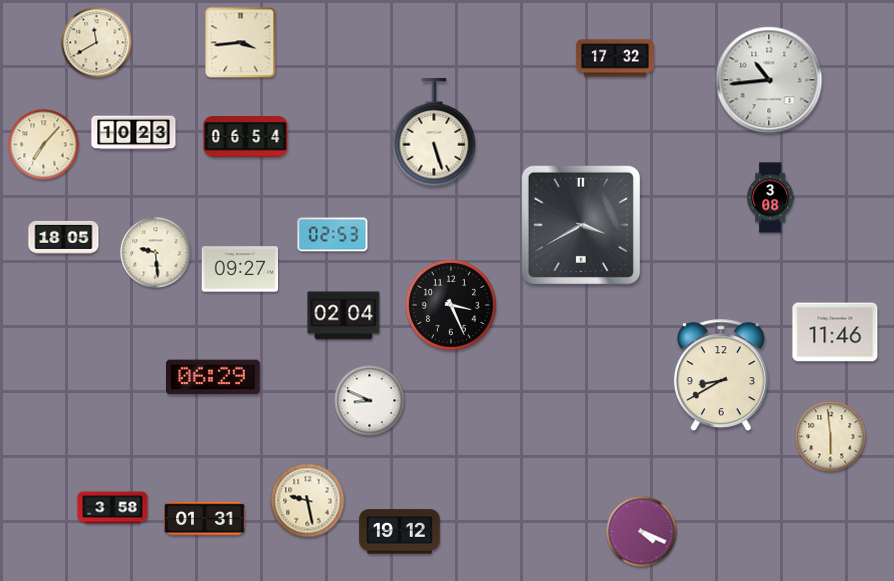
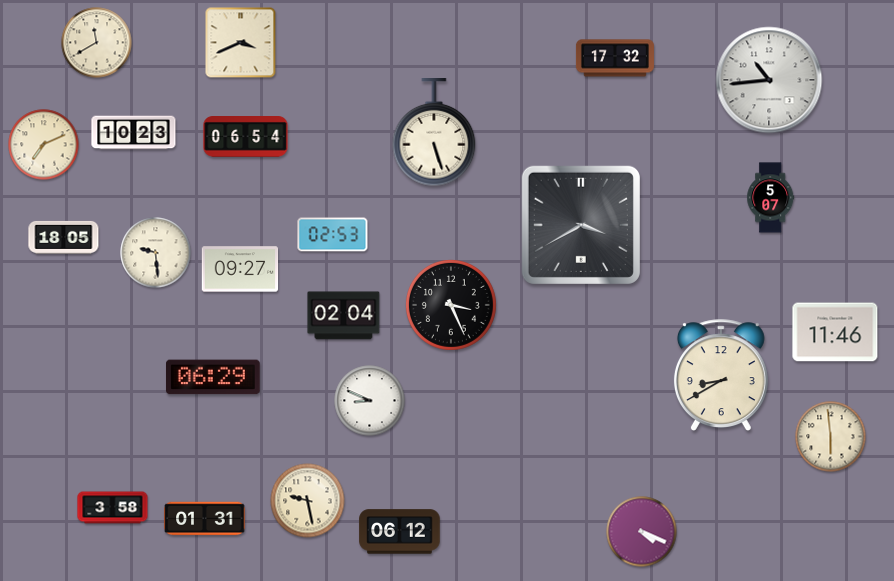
clock at (241, 43): 3:44 -> 3:41
clock at (44, 145): 7:07 -> 7:11
clock at (771, 198): 3:08 -> 5:07
clock at (400, 532): 19:12 -> 06:12
